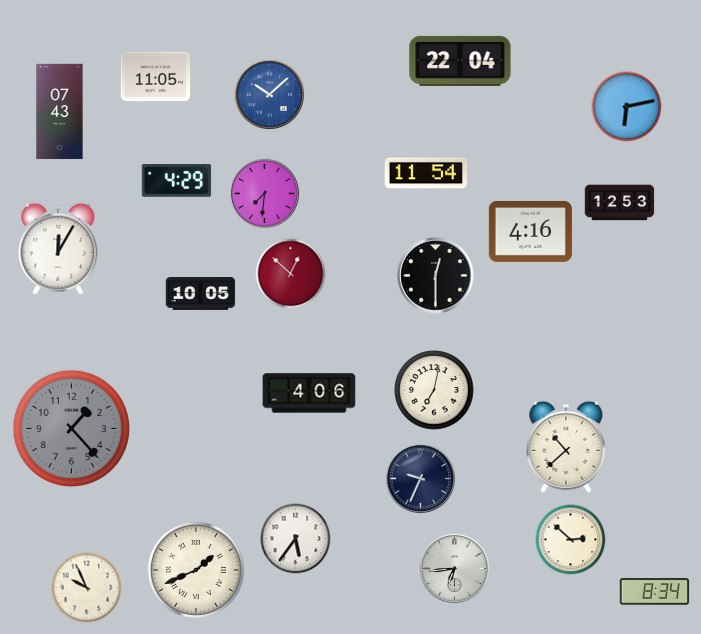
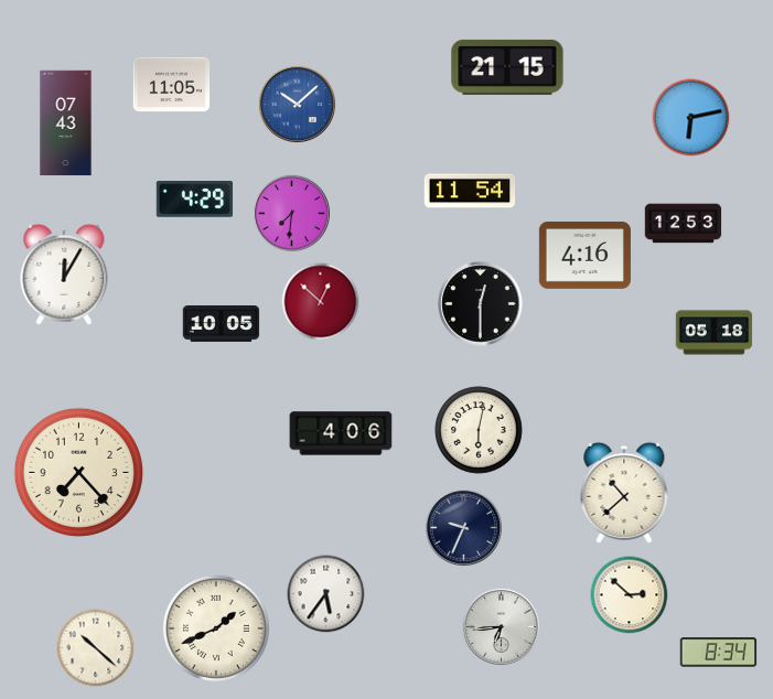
clock at (460, 61): 22:04 -> 21:15
clock at (715, 333): none -> 05:18
clock at (434, 390): 7:02 -> 6:02
clock at (71, 428): 1:23 -> 7:23
clock at (71, 428) dial: grey -> cream
clock at (87, 588): 9:56 -> 10:22
clock at (655, 592) position: (655, 592) -> (719, 653)
